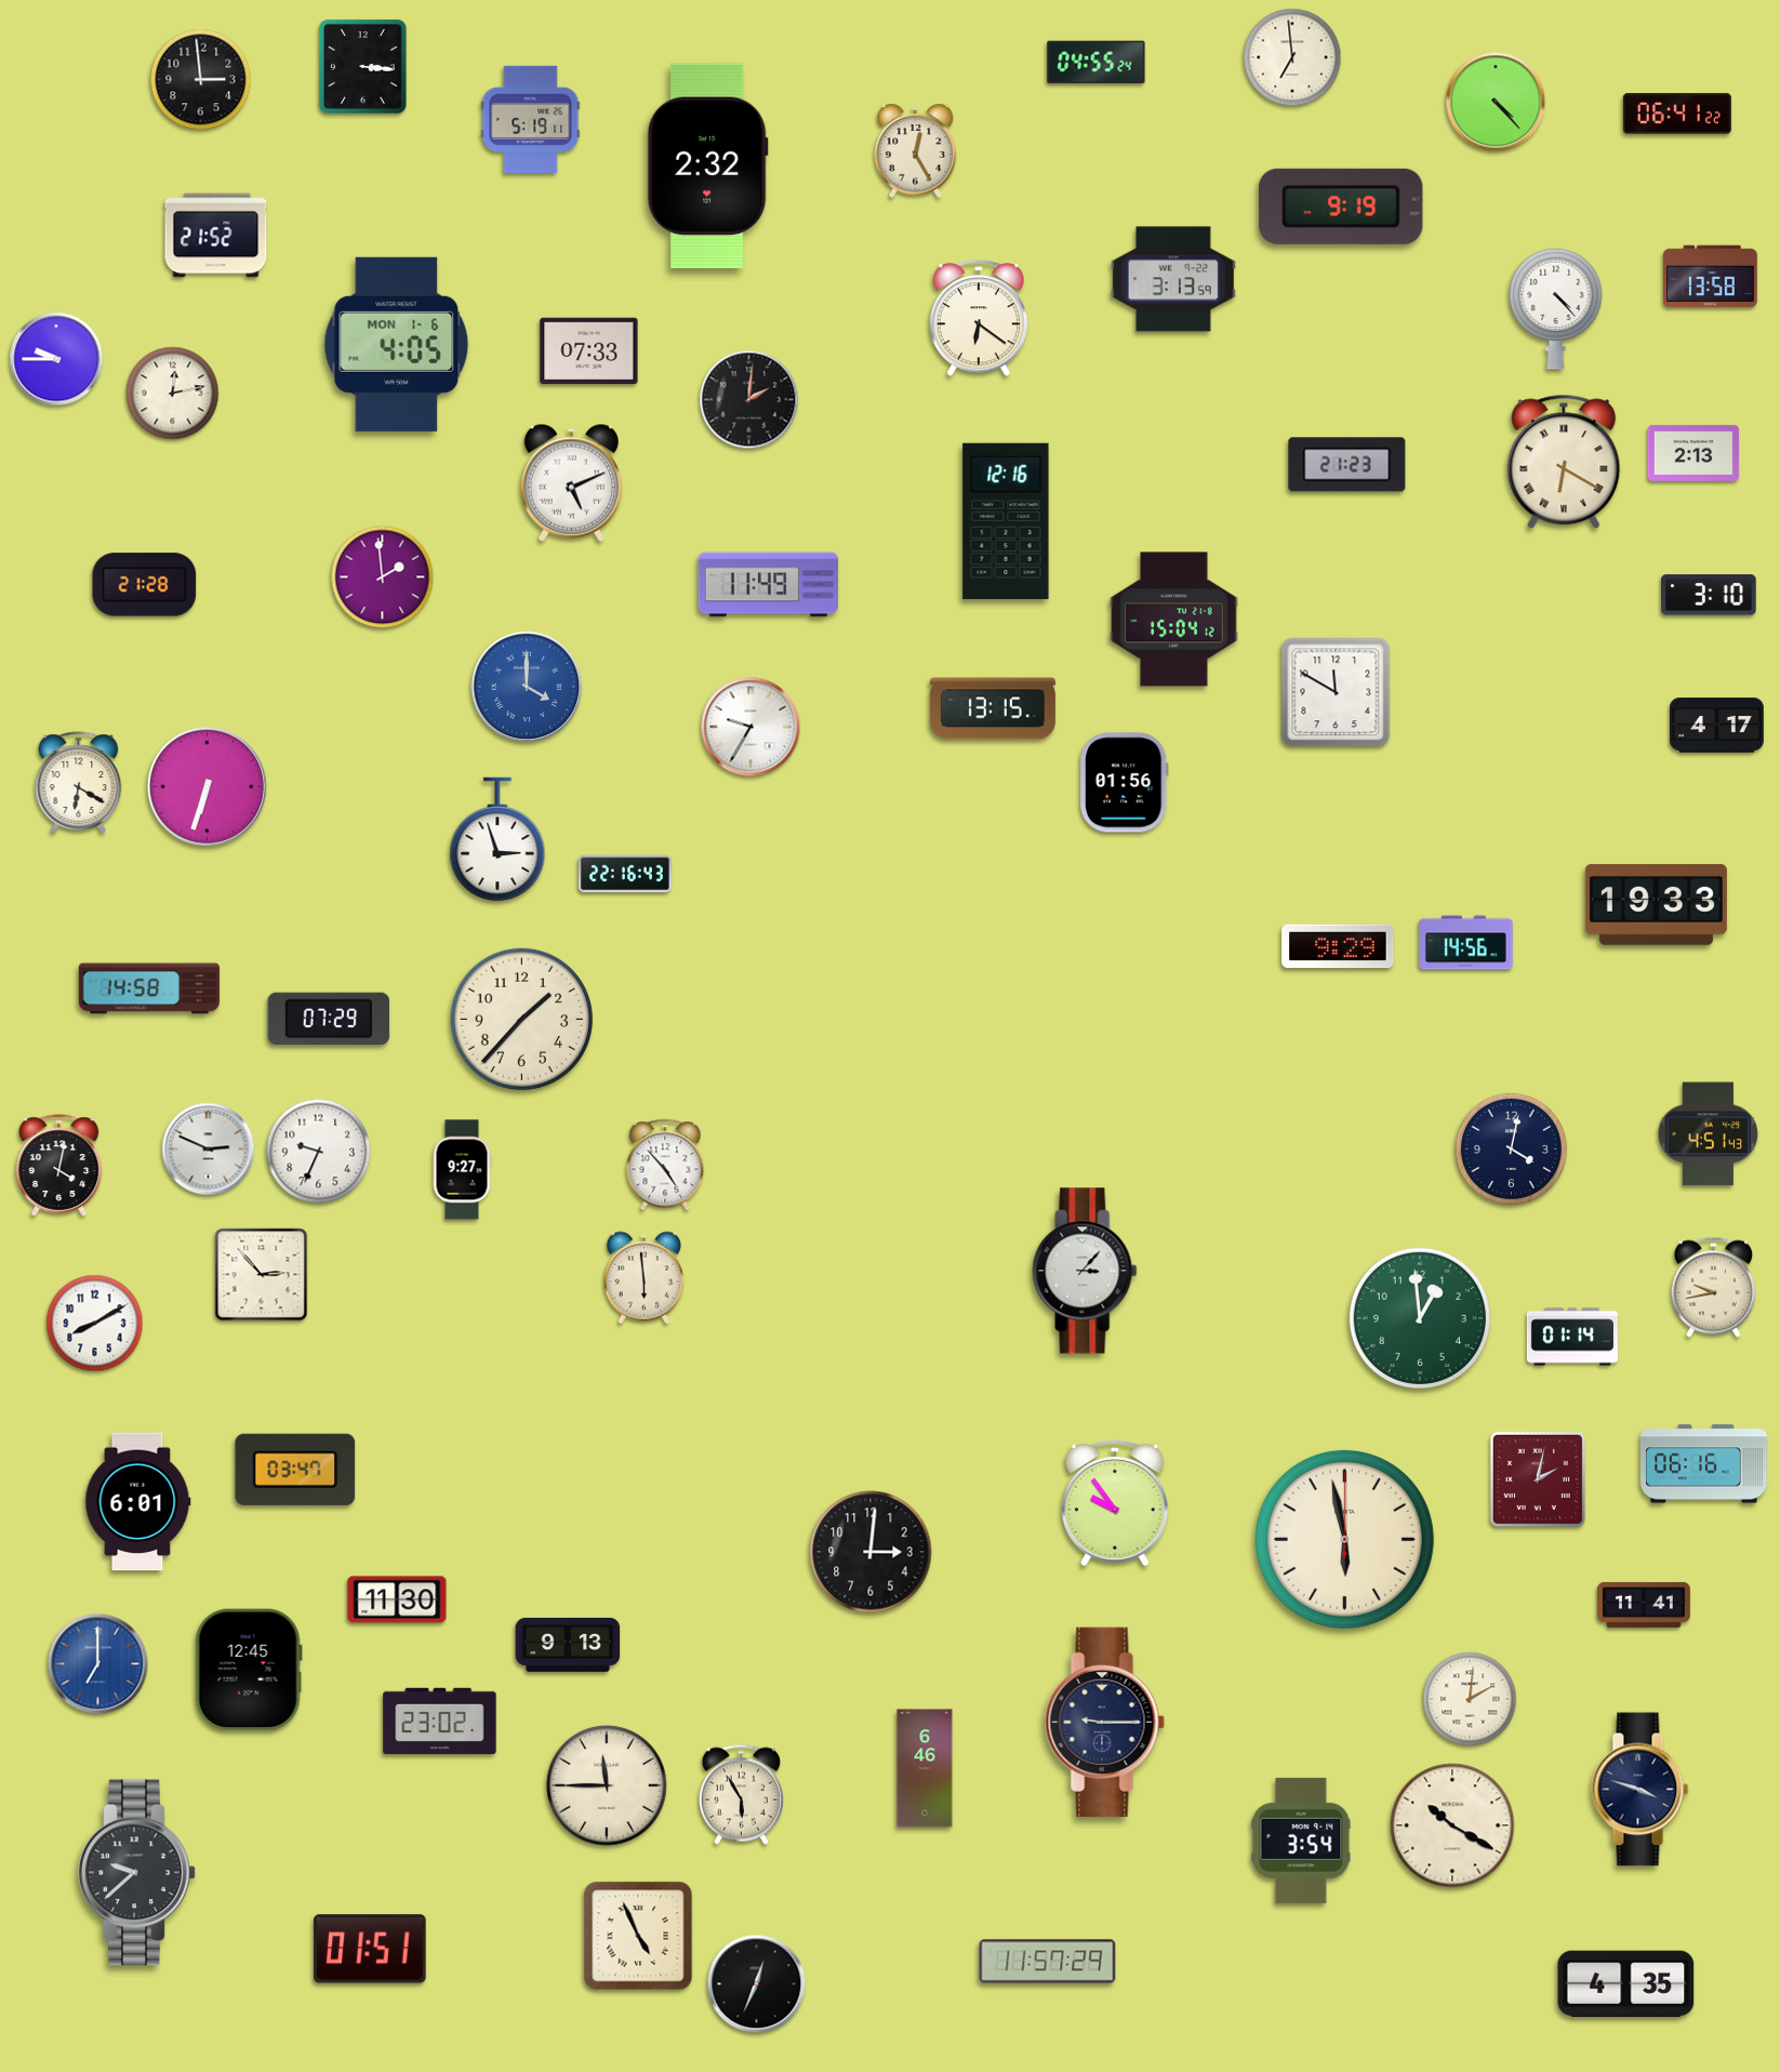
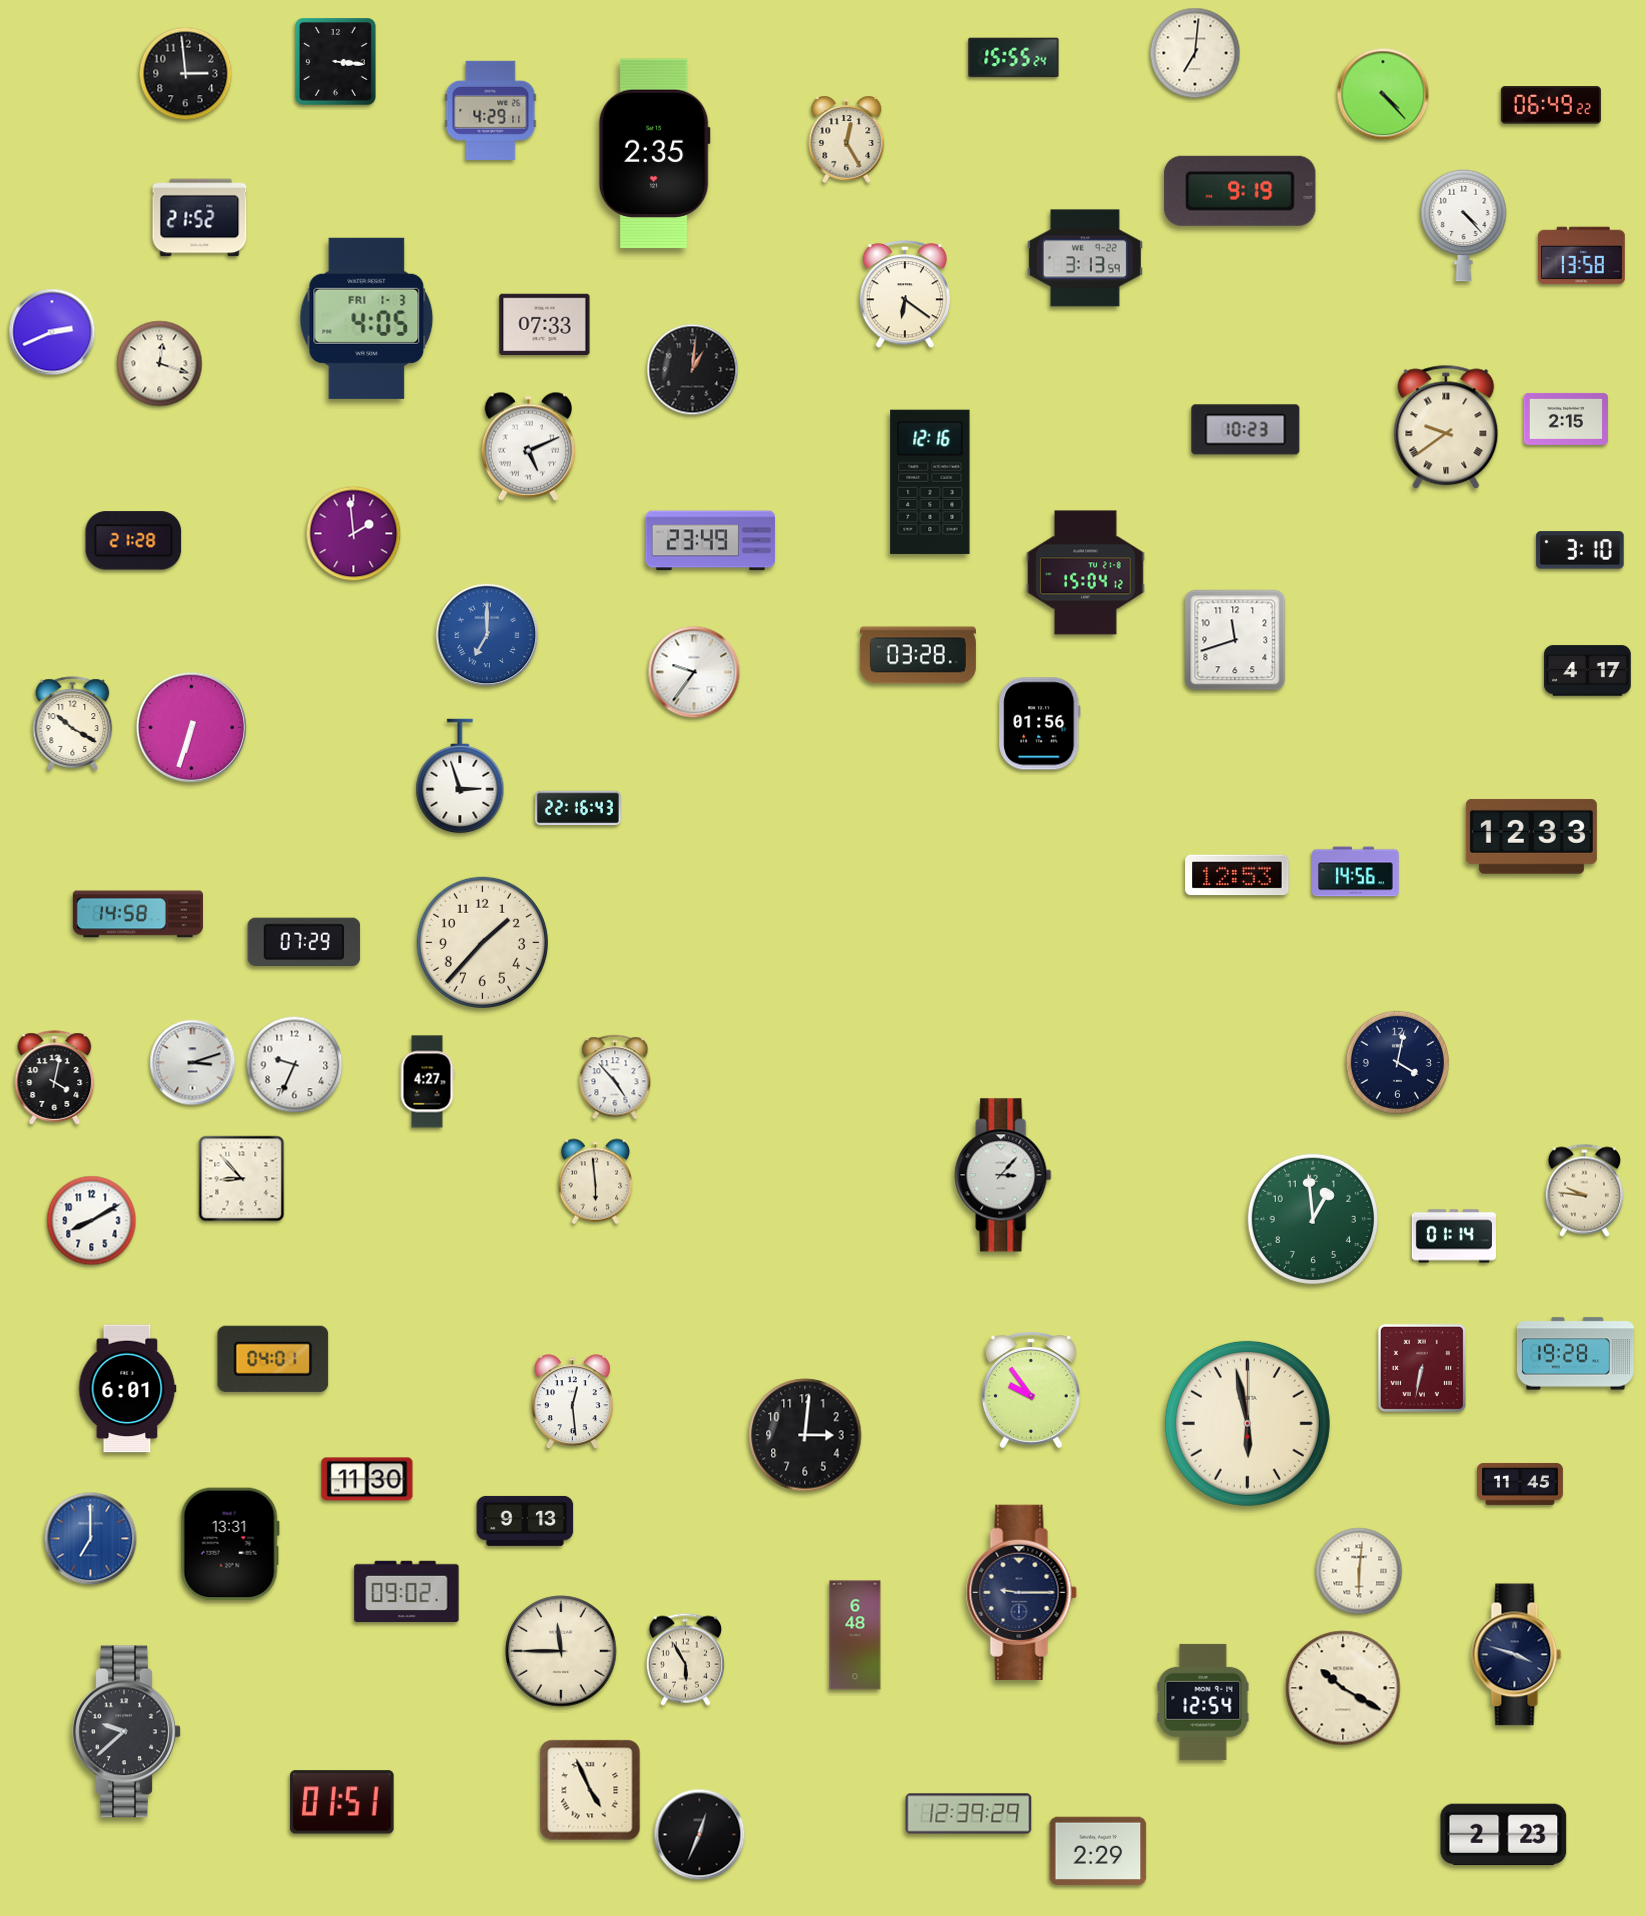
clock at (1292, 57): 6:59 -> 7:01
clock at (1097, 63): 04:55 -> 15:55
clock at (1677, 114): 06:41 -> 06:49
clock at (531, 119): 5:19 -> 4:29
clock at (707, 167): 2:32 -> 2:35
clock at (1556, 308) position: (1556, 308) -> (1464, 225)
clock at (397, 344) date: MON 1-6 -> FRI 1-3
clock at (56, 359): 9:45 -> 2:41
clock at (173, 394): 12:13 -> 12:18
clock at (749, 400): 2:01 -> 1:01
clock at (1693, 453): 2:13 -> 2:15
clock at (1564, 462): 6:20 -> 9:39
clock at (1347, 465): 21:23 -> 10:23
clock at (769, 585): 11:49 -> 23:49
clock at (527, 687): 4:00 -> 7:00
clock at (1336, 692): 11:50 -> 11:42
clock at (993, 708): 13:15 -> 03:28
clock at (750, 727): 9:35 -> 9:36
clock at (79, 783): 6:20 -> 10:20
clock at (1656, 904): 19:33 -> 12:33
clock at (1338, 946): 9:29 -> 12:53
clock at (1709, 1134): 4:51 -> none
clock at (209, 1150): 2:49 -> 3:12
clock at (462, 1170): 9:27 -> 4:27
clock at (262, 1275): 2:53 -> 8:53
clock at (1713, 1287): 9:43 -> 9:46
clock at (95, 1324) position: (95, 1324) -> (92, 1221)
clock at (1703, 1464): 06:16 -> 19:28
clock at (295, 1470): 03:47 -> 04:01
clock at (1538, 1479): 2:02 -> 6:32
clock at (572, 1402): none -> 12:29
clock at (1344, 1539) position: (1344, 1539) -> (1247, 1423)
clock at (1645, 1605): 11:41 -> 11:45
clock at (249, 1670): 12:45 -> 13:31
clock at (1470, 1699): 2:01 -> 6:01
clock at (440, 1721): 23:02 -> 09:02
clock at (925, 1768): 6:46 -> 6:48
clock at (1301, 1841): 3:54 -> 12:54
clock at (1048, 1962): 11:57 -> 12:39
clock at (1626, 1984): 4:35 -> 2:23
clock at (1098, 1851): none -> 2:29
